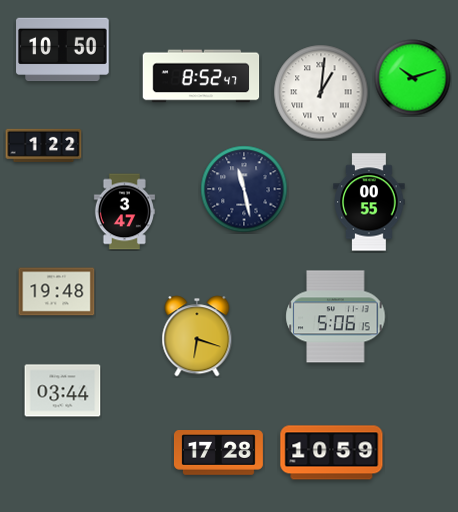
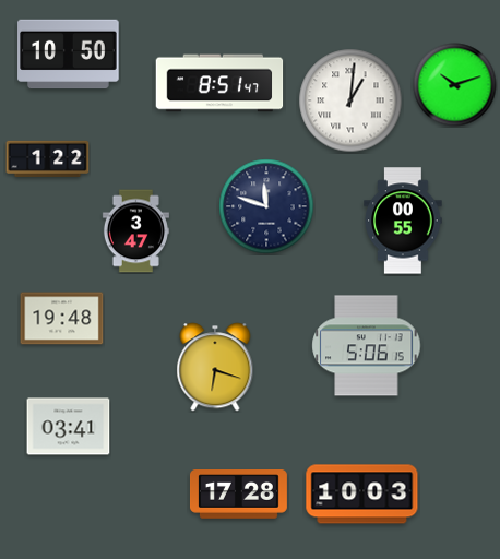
clock at (201, 76): 8:52 -> 8:51
clock at (413, 78) position: (413, 78) -> (455, 85)
clock at (244, 189): 11:28 -> 11:48
clock at (63, 391): 03:44 -> 03:41
clock at (332, 453): 10:59 -> 10:03
